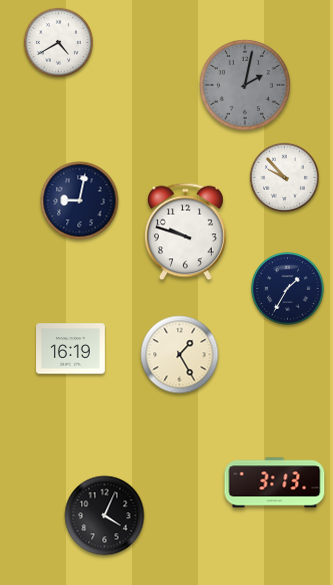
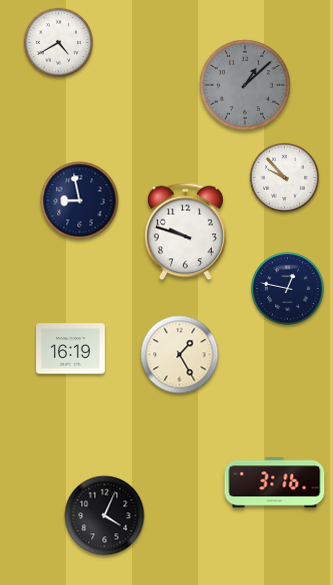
clock at (245, 85): 2:02 -> 1:08
clock at (80, 201): 9:02 -> 8:58
clock at (288, 289): 1:35 -> 12:47
clock at (275, 483): 3:13 -> 3:16
